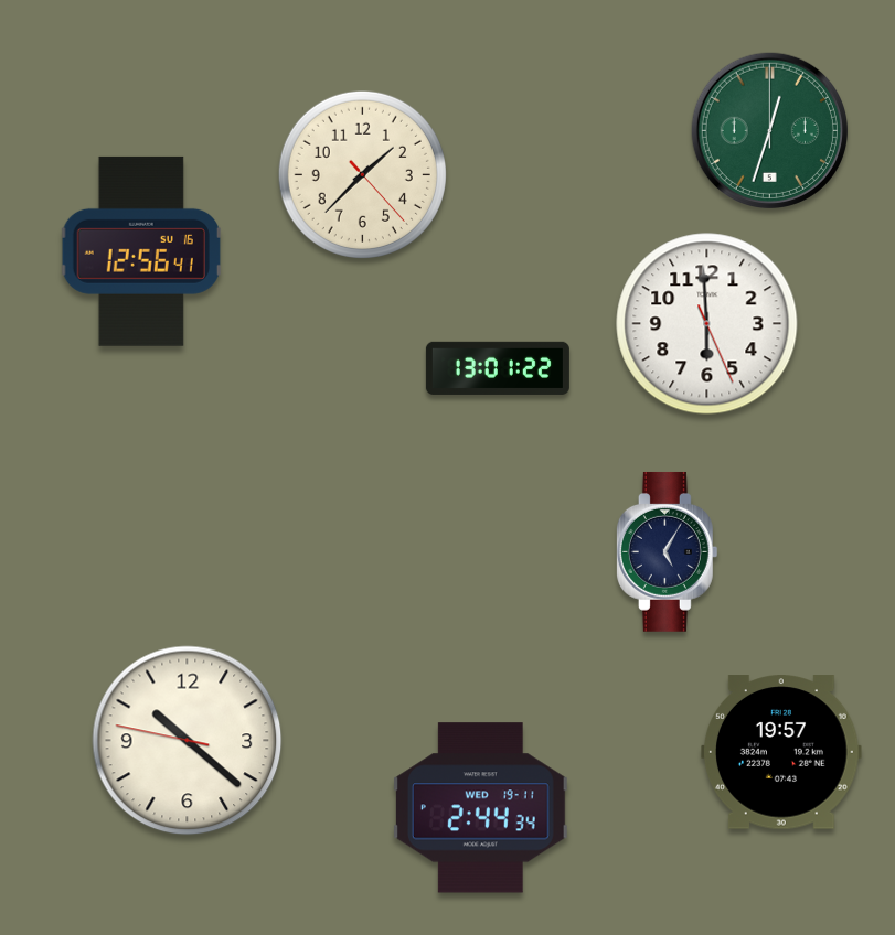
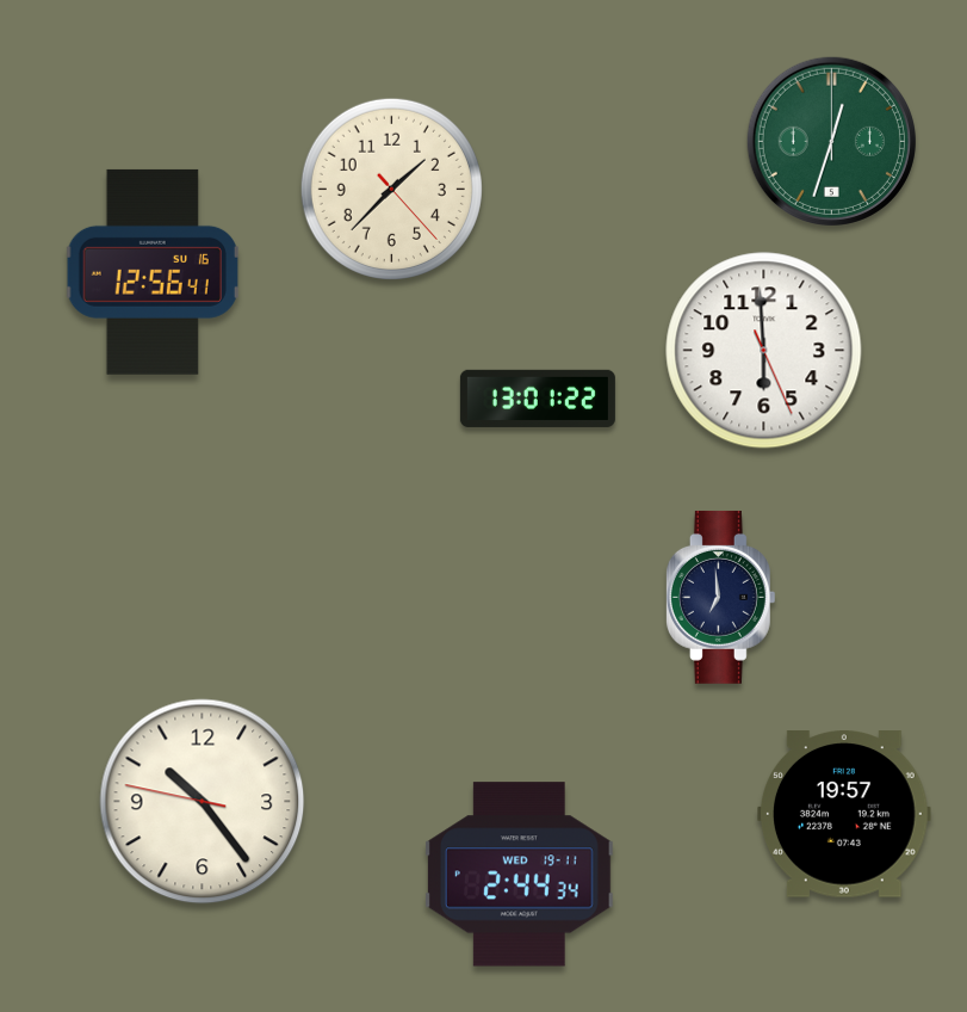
clock at (667, 551): 5:05 -> 6:59
clock at (188, 741): 10:21 -> 10:23
